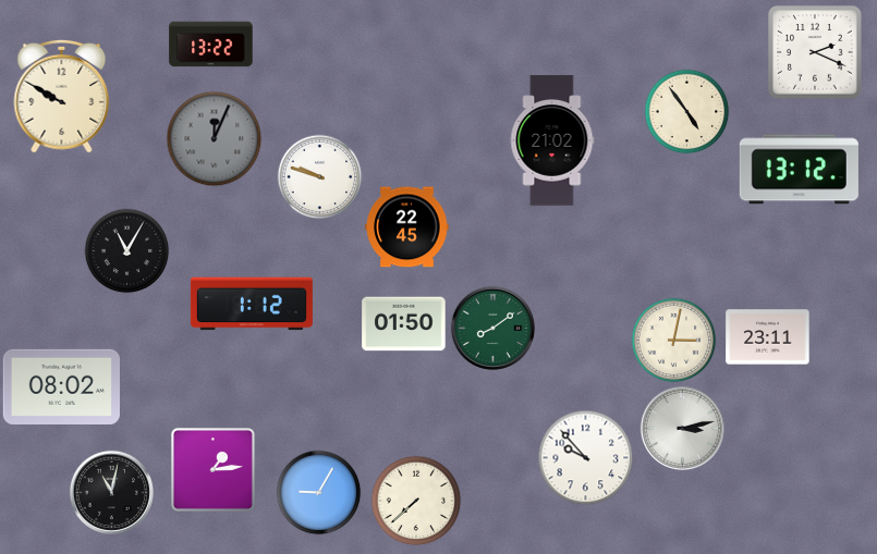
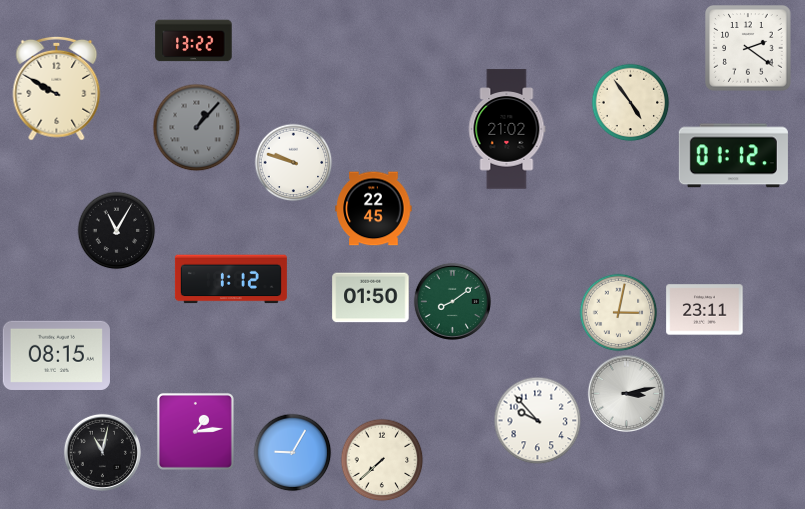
clock at (815, 52): 2:19 -> 2:21
clock at (214, 138): 12:04 -> 1:07
clock at (799, 170): 13:12 -> 01:12
clock at (61, 386): 08:02 -> 08:15
